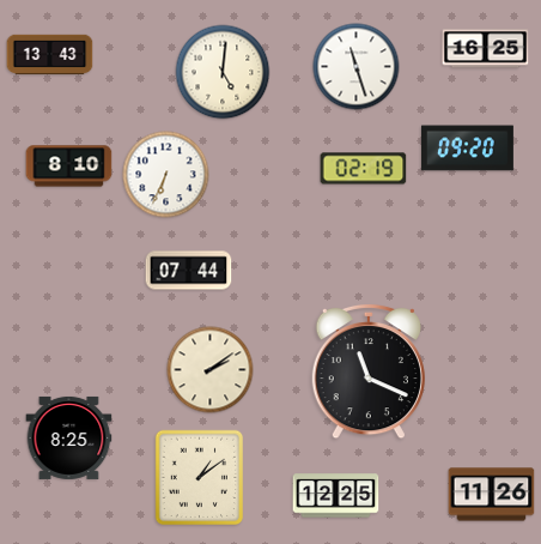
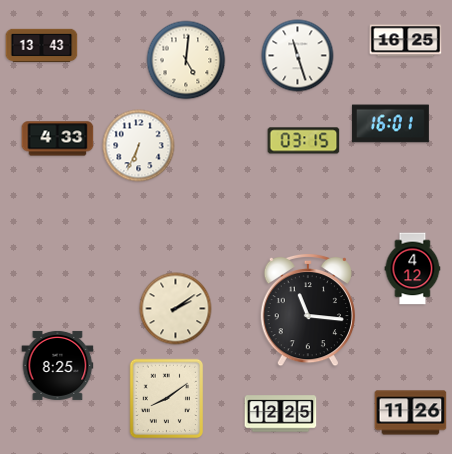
clock at (467, 149): 09:20 -> 16:01
clock at (69, 167): 8:10 -> 4:33
clock at (364, 169): 02:19 -> 03:15
clock at (189, 271): 07:44 -> none
clock at (413, 269): none -> 4:12
clock at (369, 371): 11:19 -> 11:16
clock at (200, 478): 1:09 -> 8:09
